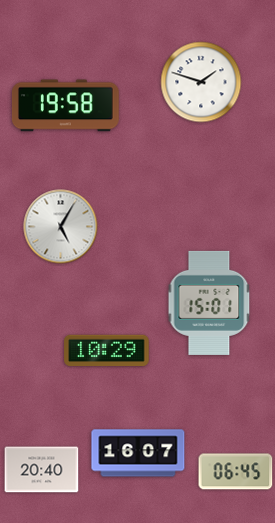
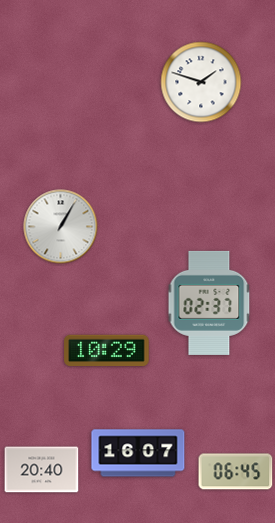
clock at (65, 106): 19:58 -> none
clock at (61, 227): 5:05 -> 1:05
clock at (209, 303): 15:01 -> 02:37
